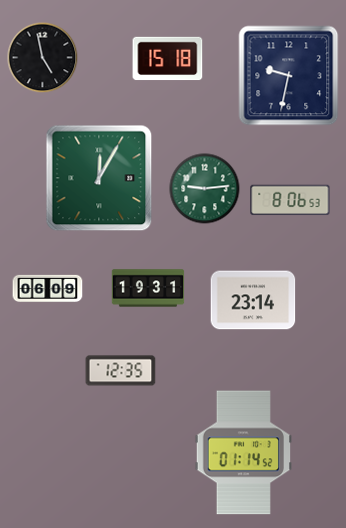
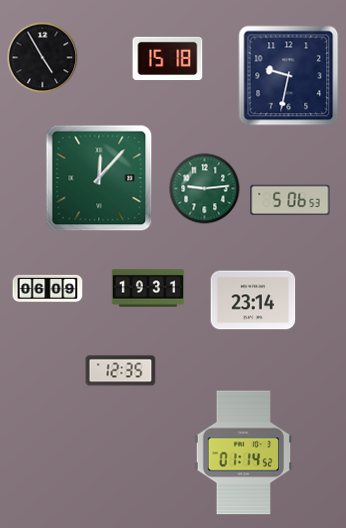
clock at (43, 58): 4:58 -> 4:55
clock at (99, 178): 12:05 -> 12:07
clock at (290, 200): 8:06 -> 5:06
